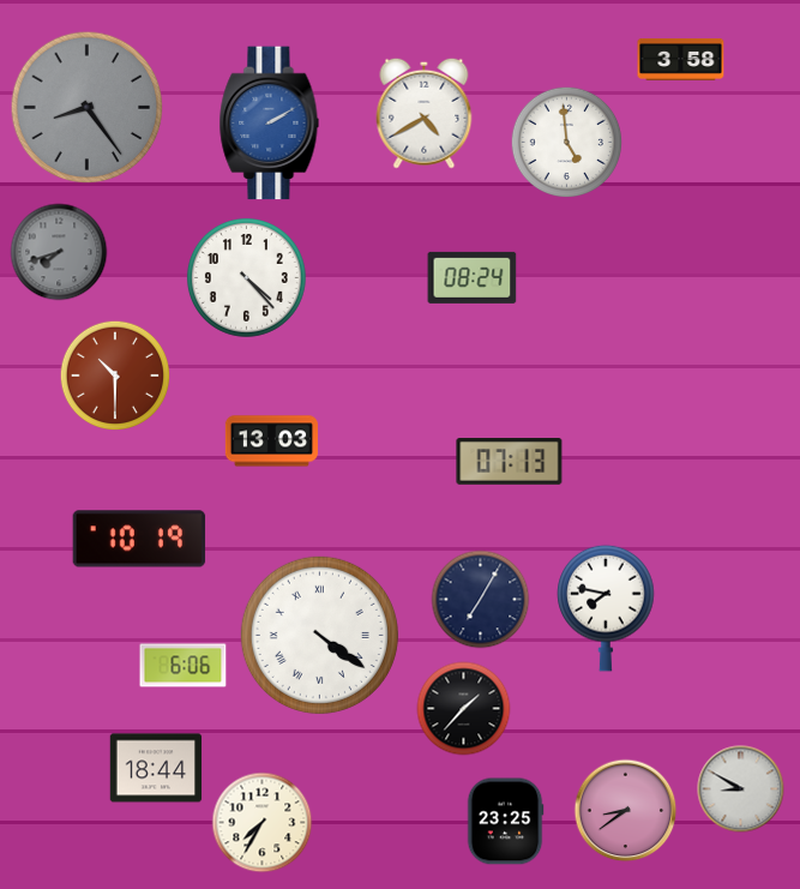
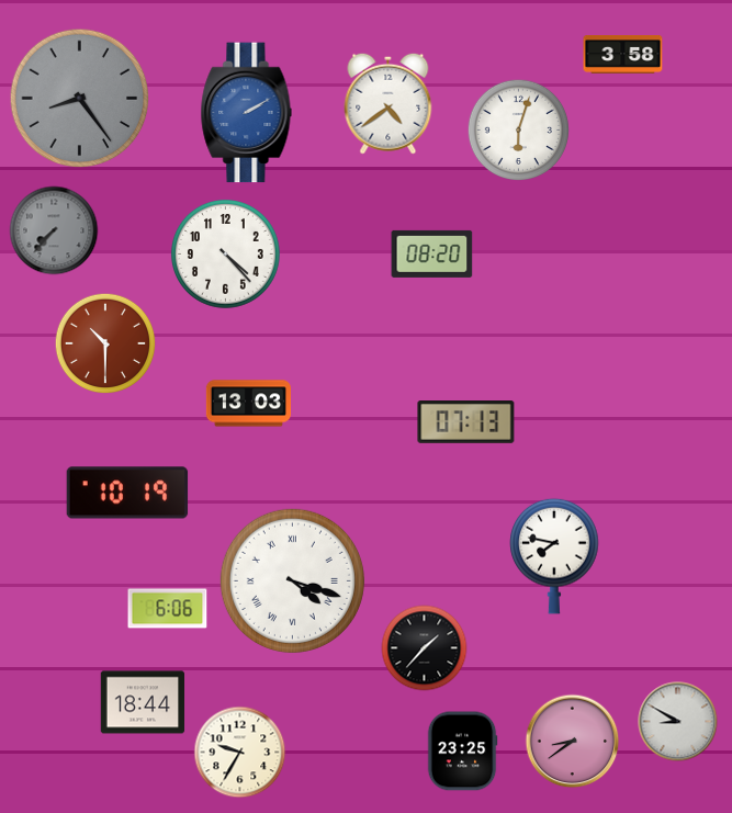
clock at (425, 113): 4:40 -> 4:39
clock at (566, 142): 4:59 -> 6:03
clock at (59, 252): 7:42 -> 7:37
clock at (473, 277): 08:24 -> 08:20
clock at (481, 600): 7:05 -> none
clock at (319, 635): 4:21 -> 4:18
clock at (263, 823): 7:35 -> 9:35
